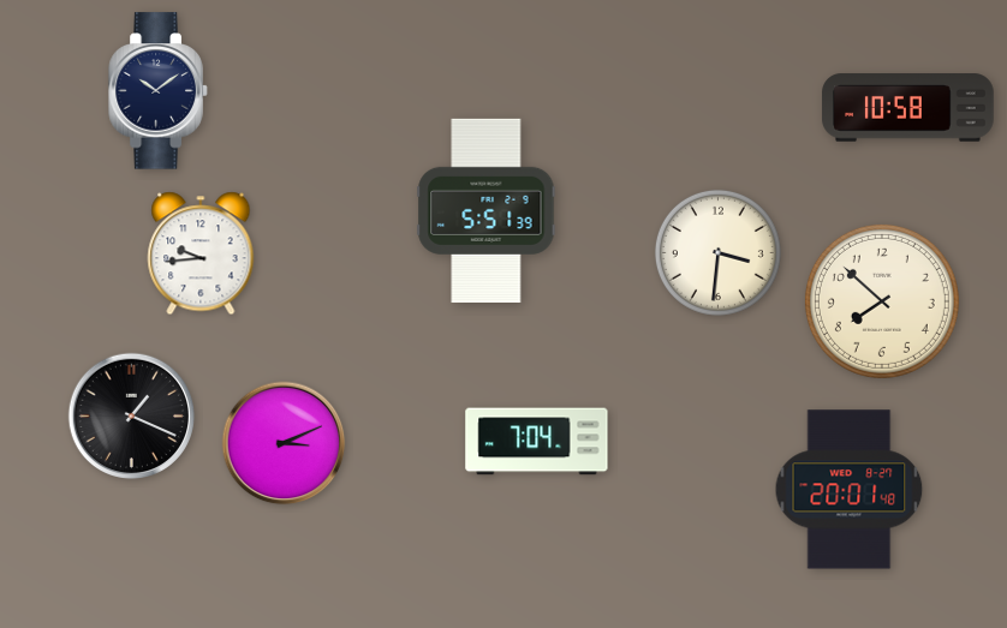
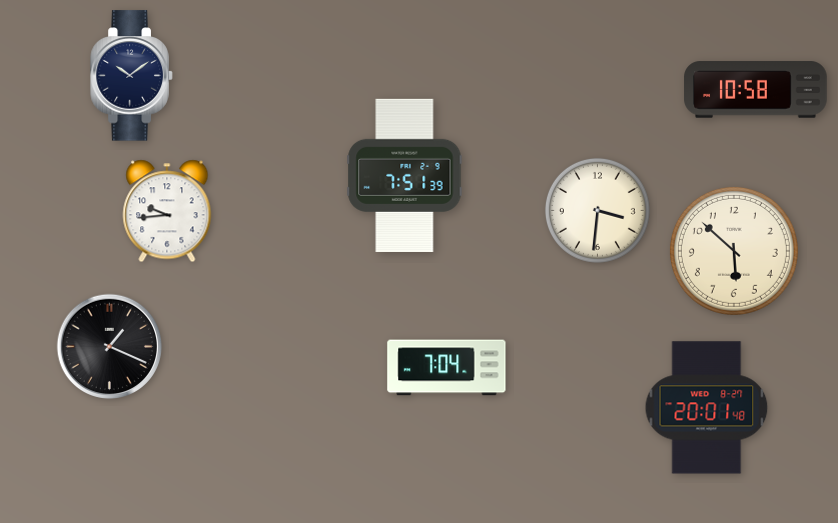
clock at (487, 210): 5:51 -> 7:51
clock at (882, 301): 7:52 -> 5:52
clock at (284, 443): 3:11 -> none
